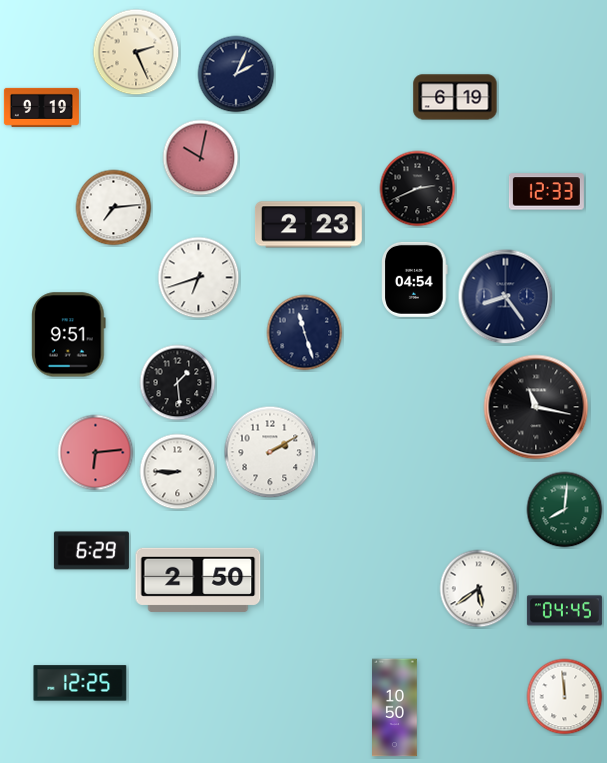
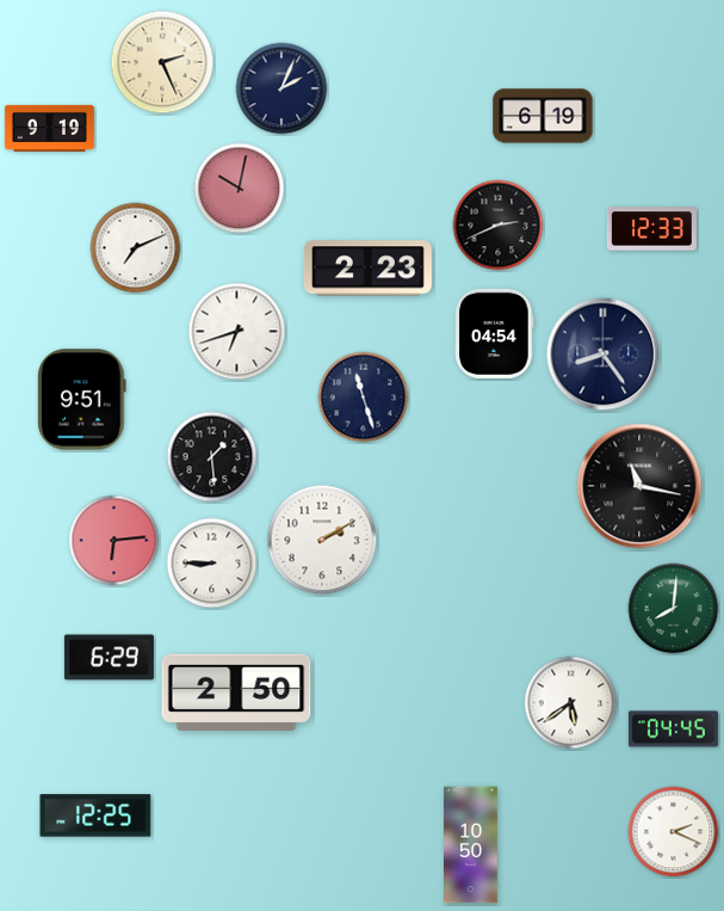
clock at (114, 208): 7:14 -> 7:11
clock at (565, 697): 11:59 -> 2:19
